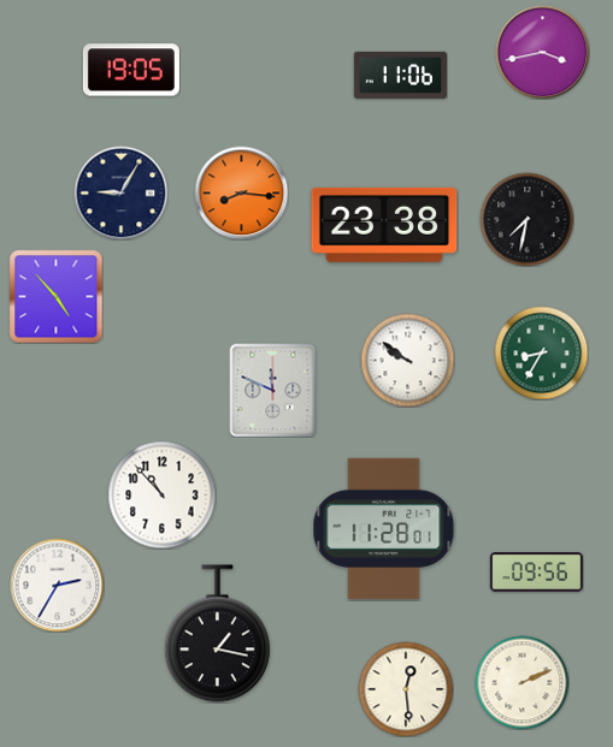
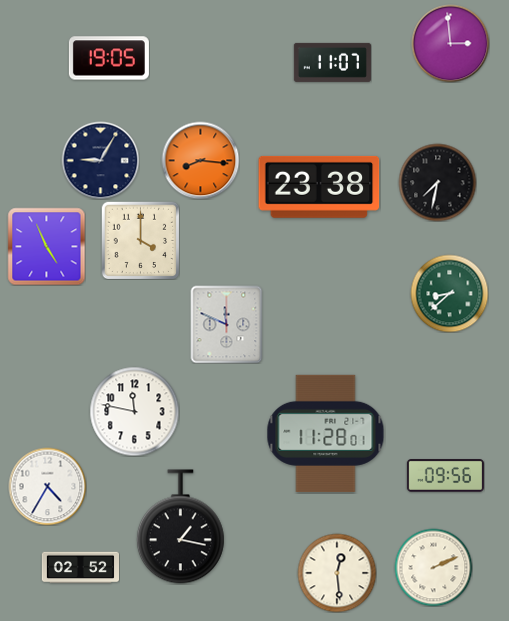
clock at (542, 52): 3:43 -> 2:59
clock at (400, 75): 11:06 -> 11:07
clock at (140, 240): none -> 4:00
clock at (55, 296): 4:53 -> 4:56
clock at (541, 352): 8:35 -> 8:38
clock at (407, 360): 9:51 -> none
clock at (161, 494): 10:53 -> 11:47
clock at (384, 528) position: (384, 528) -> (326, 433)
clock at (57, 585): 2:35 -> 4:35
clock at (80, 568): none -> 02:52
